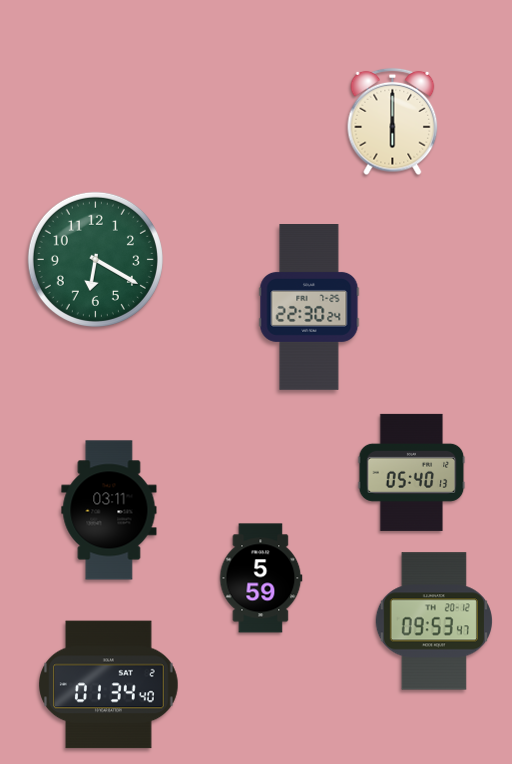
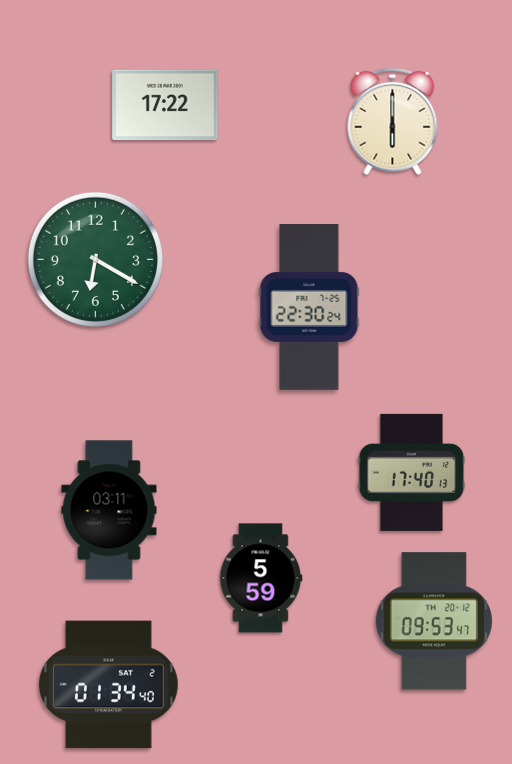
clock at (165, 105): none -> 17:22
clock at (412, 472): 05:40 -> 17:40
